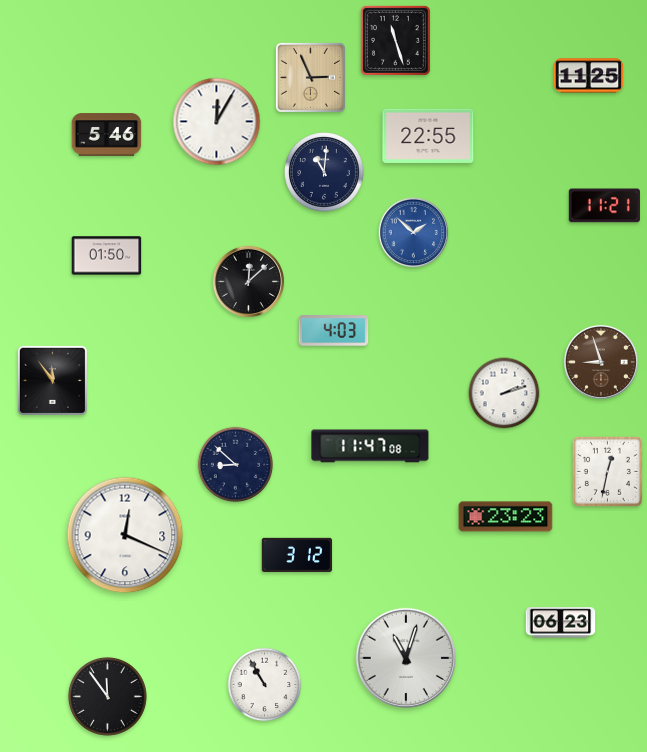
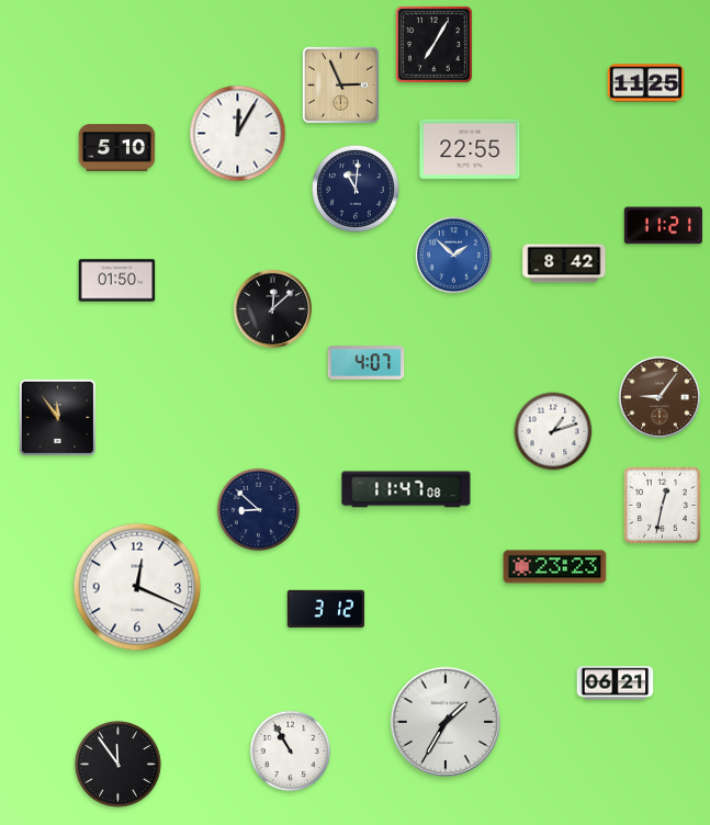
clock at (395, 40): 11:27 -> 7:05
clock at (107, 135): 5:46 -> 5:10
clock at (564, 263): none -> 8:42
clock at (334, 331): 4:03 -> 4:07
clock at (601, 362): 8:57 -> 9:06
clock at (504, 393): 2:12 -> 1:12
clock at (607, 471) position: (607, 471) -> (662, 505)
clock at (561, 623): 06:23 -> 06:21
clock at (406, 658): 11:03 -> 1:35
